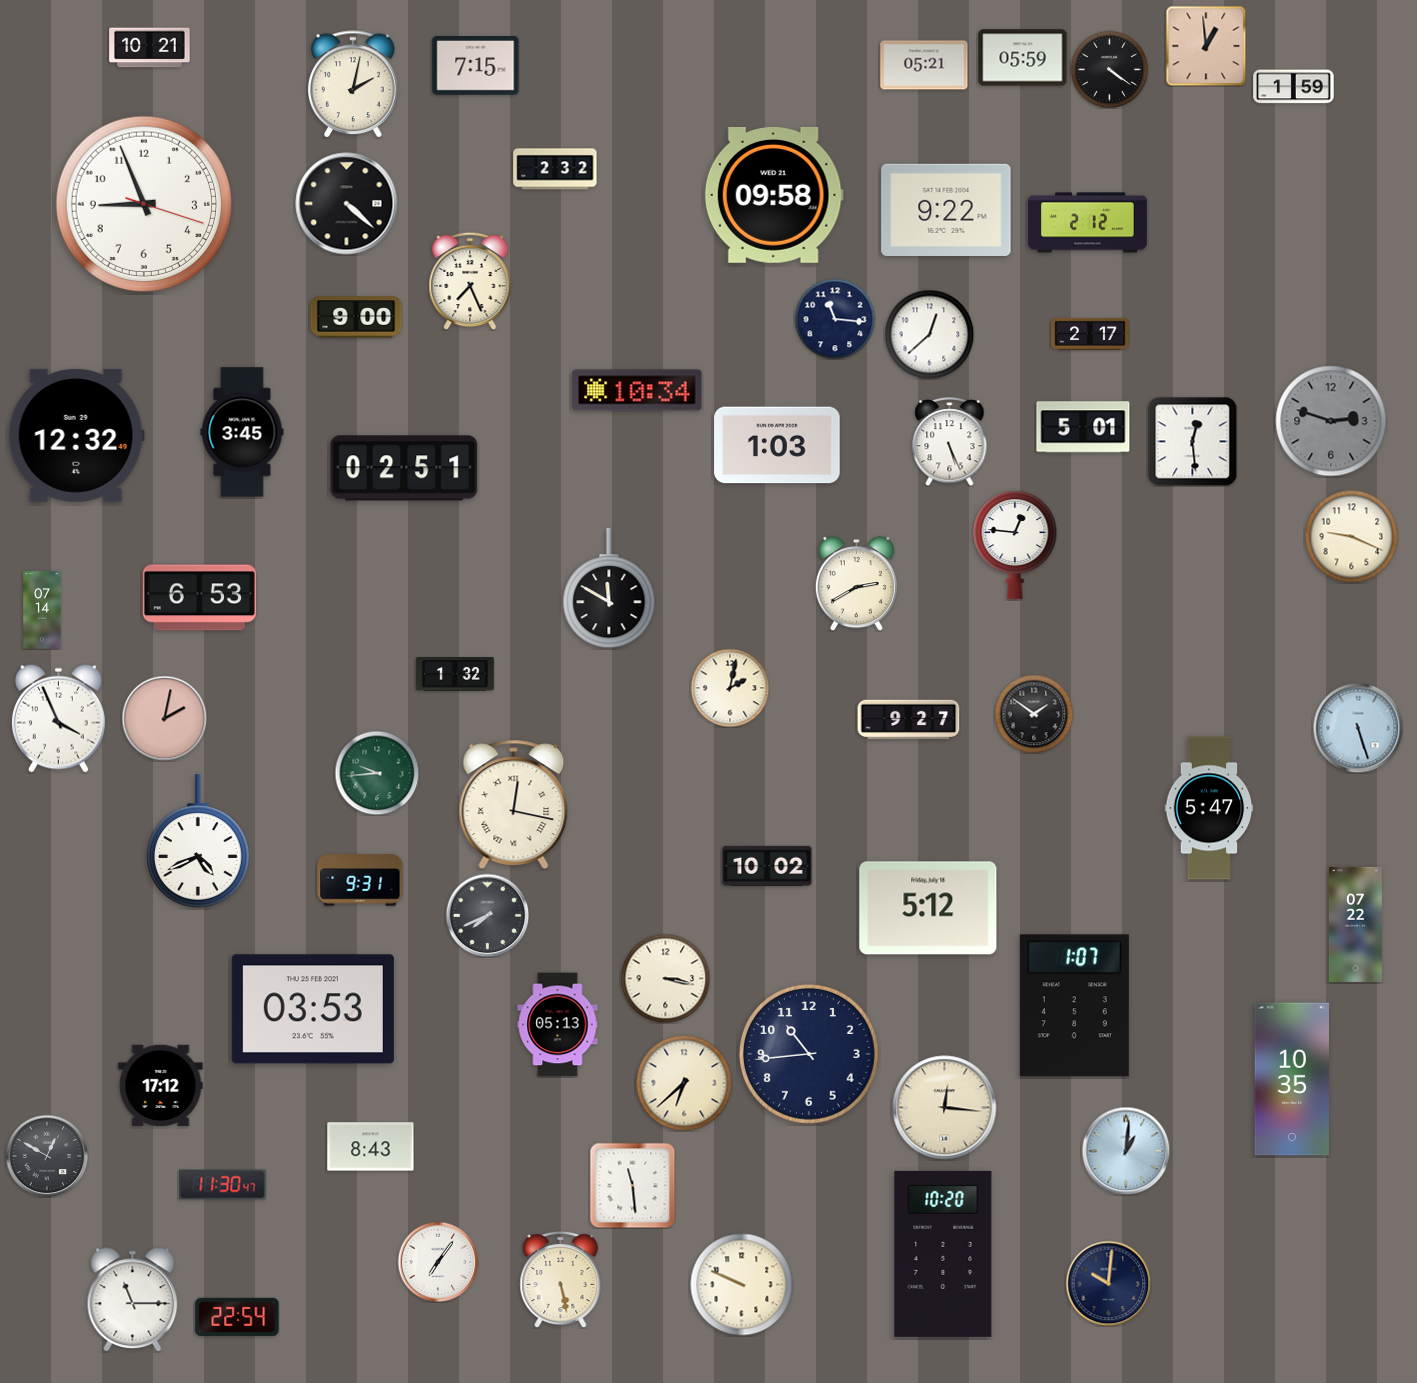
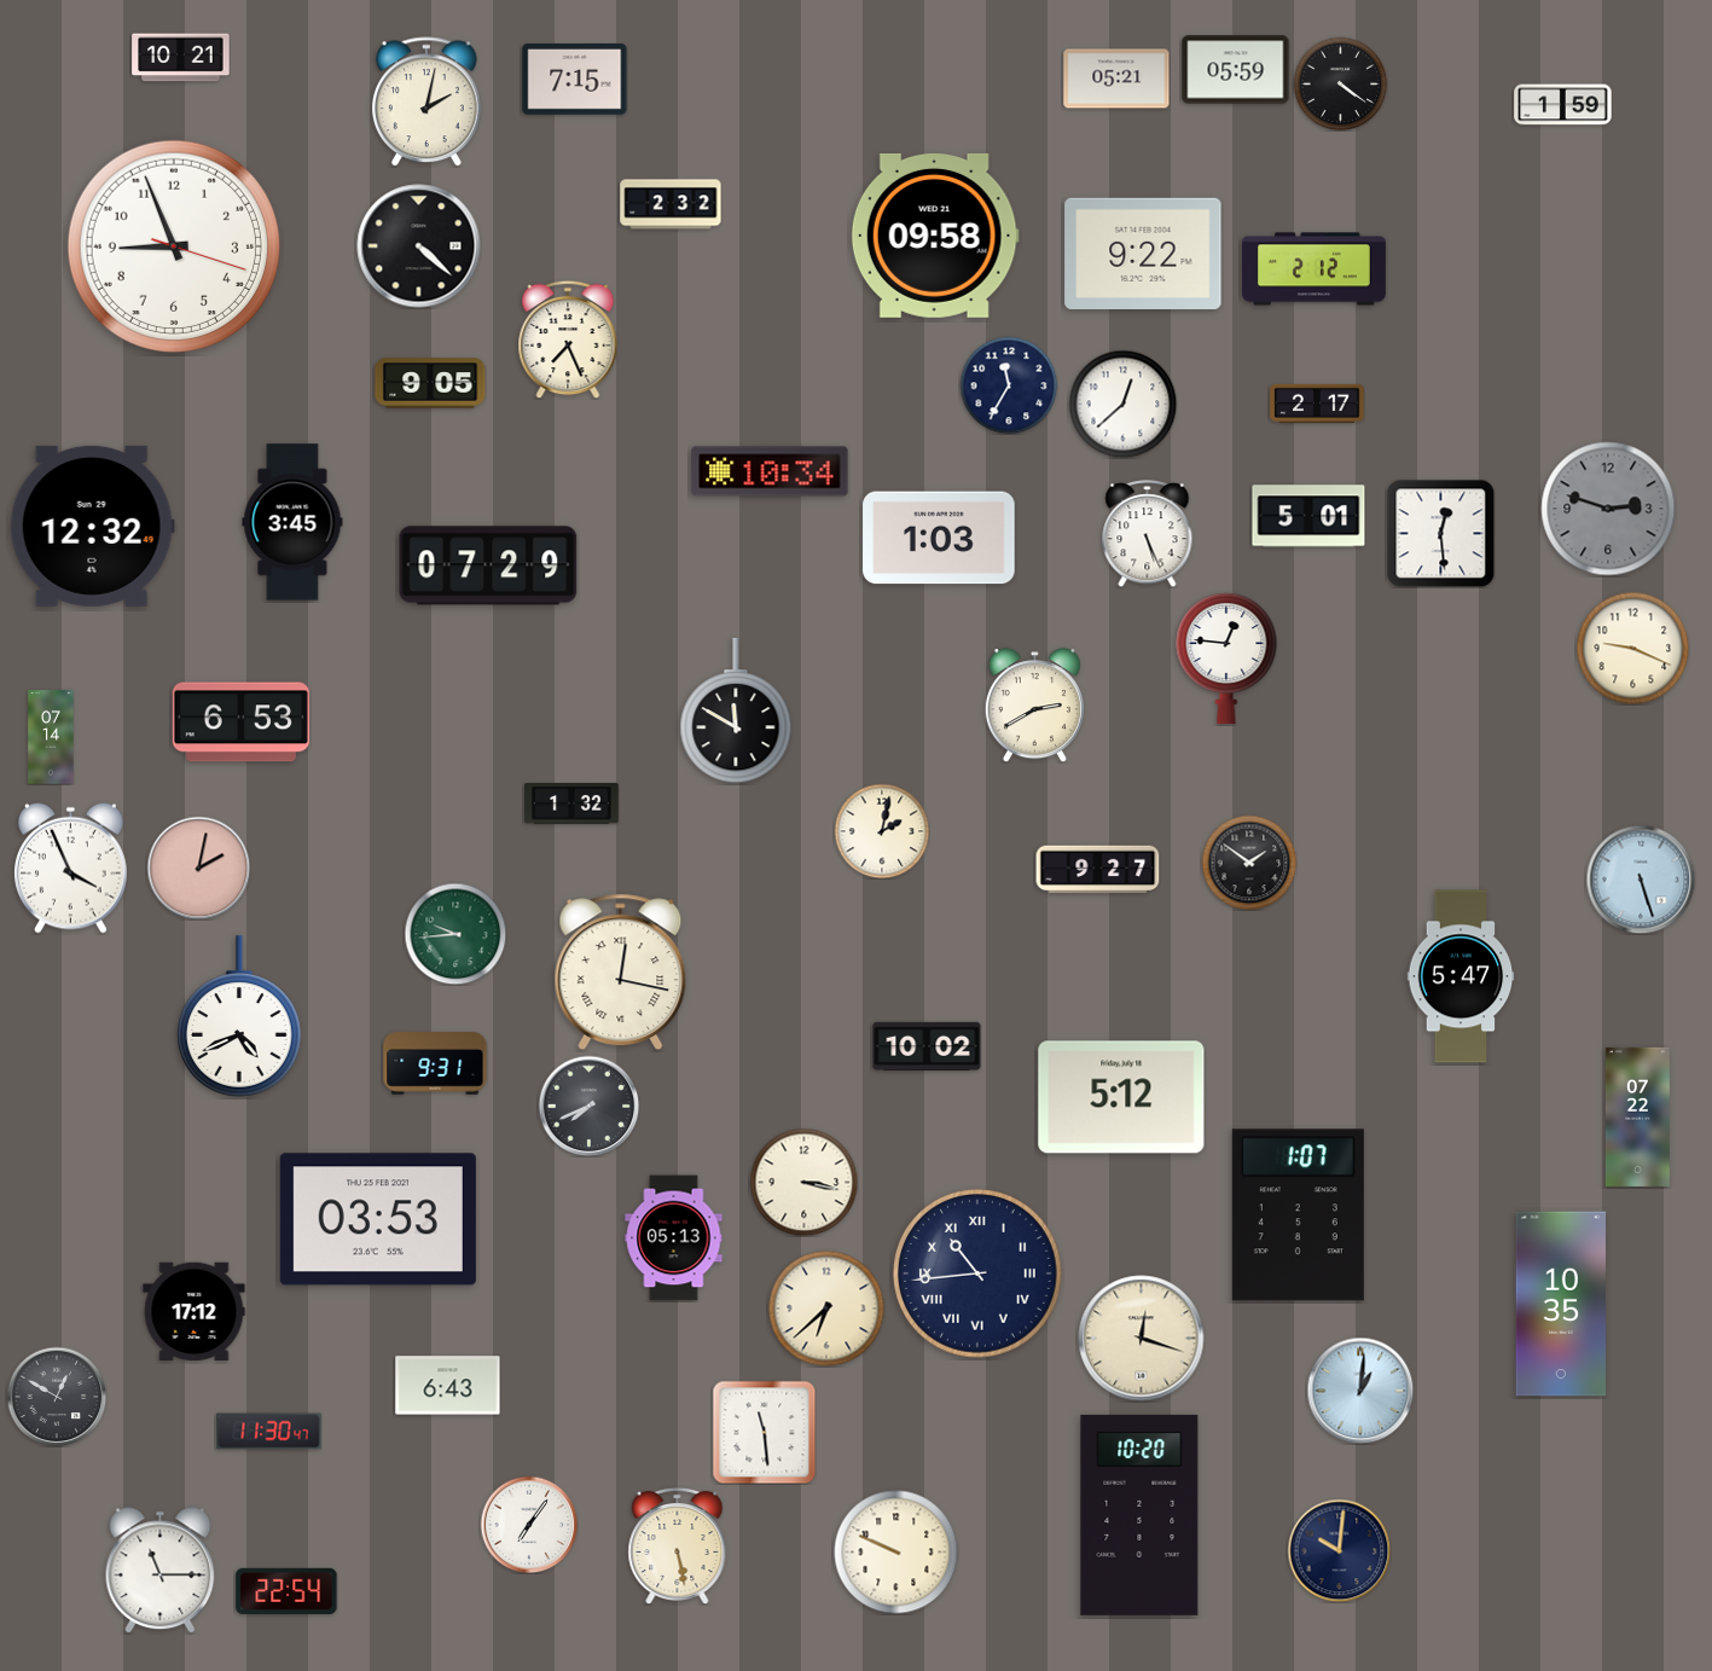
clock at (1206, 46): 12:59 -> none
clock at (356, 317): 9:00 -> 9:05
clock at (835, 319): 11:16 -> 11:35
clock at (404, 468): 02:51 -> 07:29
clock at (455, 675) position: (455, 675) -> (571, 805)
clock at (810, 1055) numerals: Arabic -> Roman
clock at (945, 1108): 12:16 -> 12:18
clock at (371, 1147): 8:43 -> 6:43
